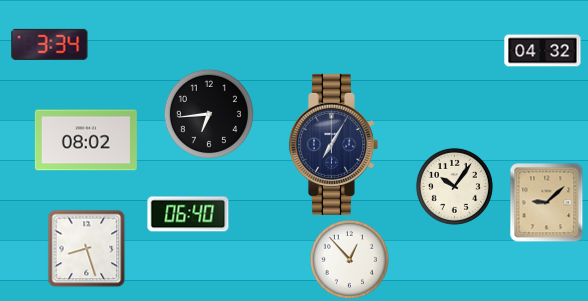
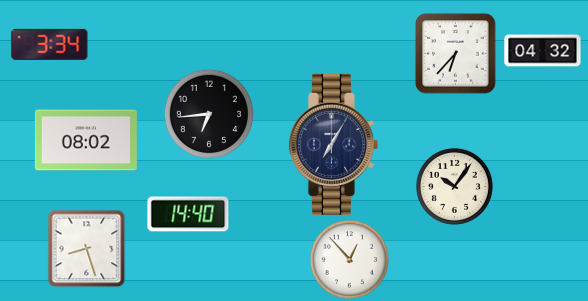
clock at (456, 54): none -> 6:37
clock at (547, 202): 9:08 -> none
clock at (188, 214): 06:40 -> 14:40
